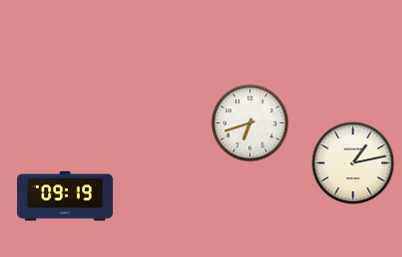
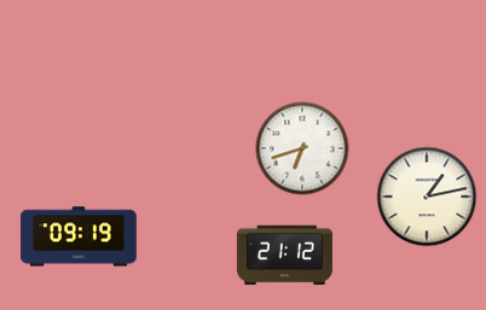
clock at (284, 256): none -> 21:12
